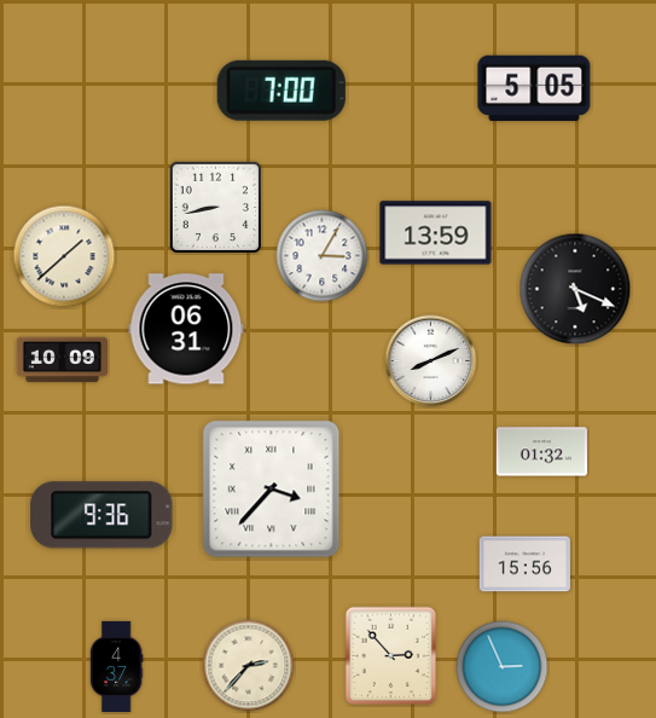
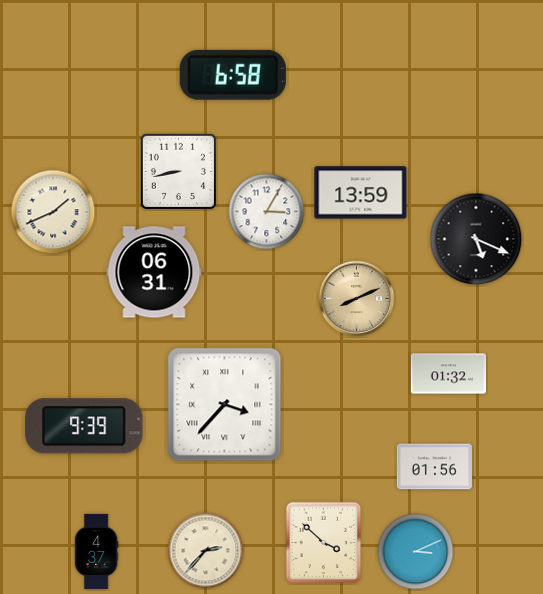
clock at (534, 88): 5:05 -> none
clock at (281, 91): 7:00 -> 6:58
clock at (64, 256): 1:38 -> 1:41
clock at (62, 360): 10:09 -> none
clock at (431, 361) dial: white -> champagne
clock at (101, 515): 9:36 -> 9:39
clock at (524, 564): 15:56 -> 01:56
clock at (391, 656): 2:53 -> 3:52
clock at (503, 667): 2:56 -> 3:11
